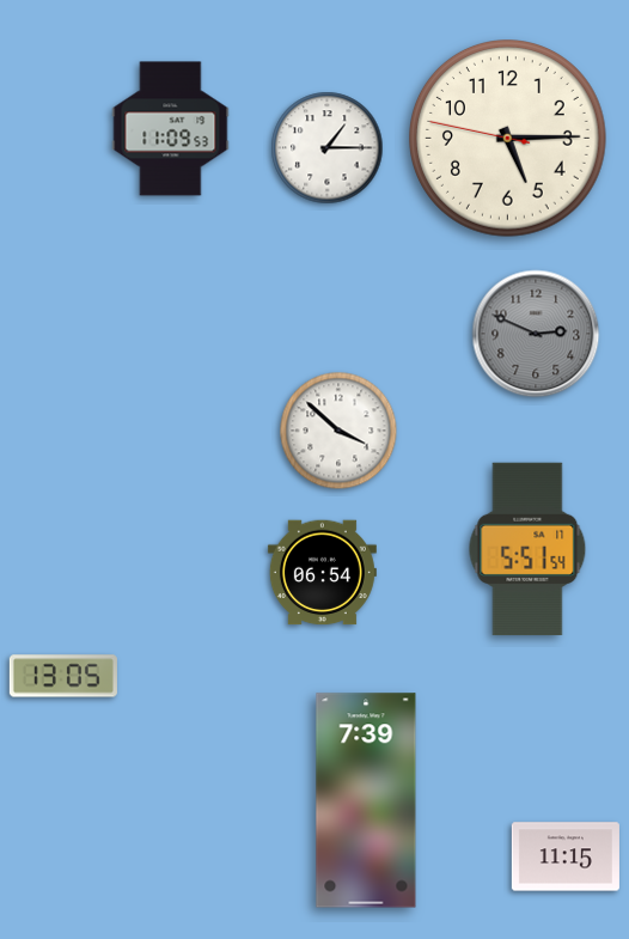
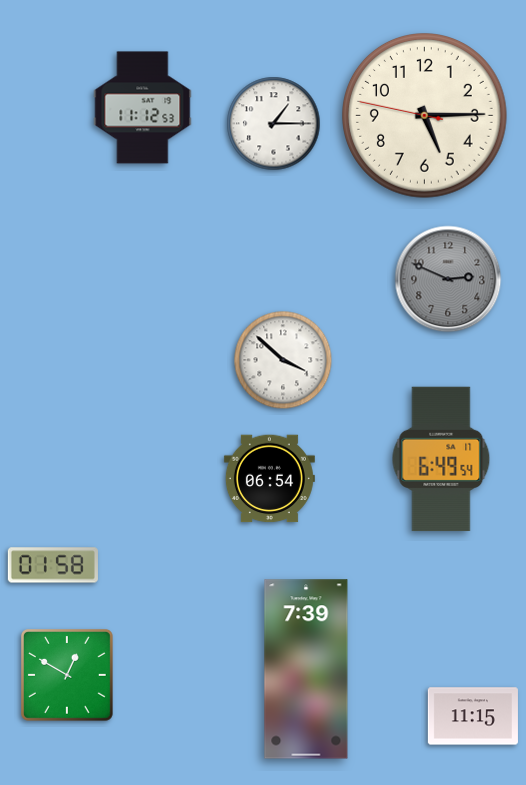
clock at (171, 129): 11:09 -> 11:12
clock at (527, 549): 5:51 -> 6:49
clock at (63, 676): 13:05 -> 01:58
clock at (68, 676): none -> 12:50
